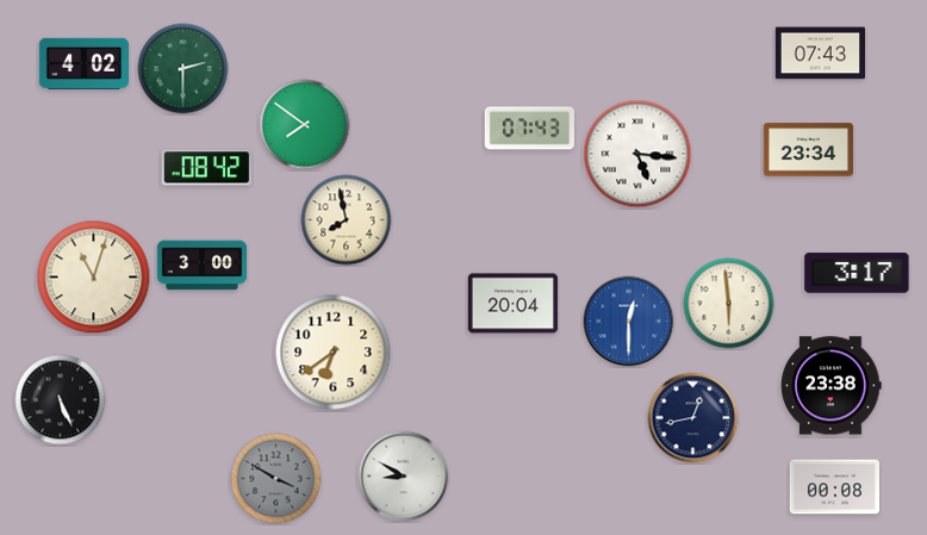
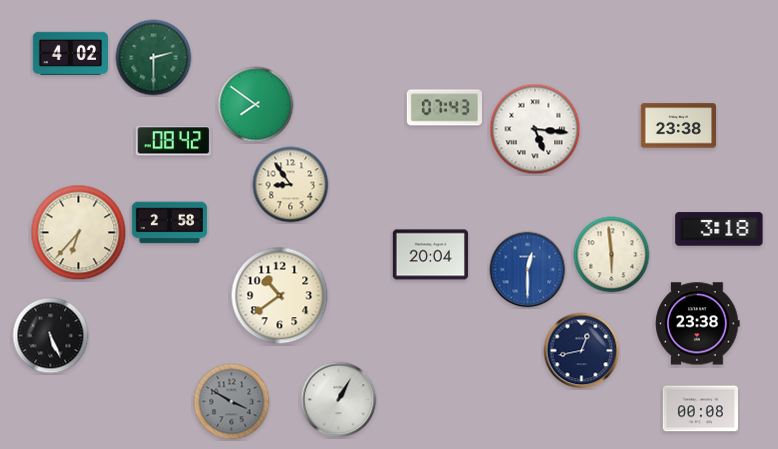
clock at (820, 54): 07:43 -> none
clock at (808, 150): 23:34 -> 23:38
clock at (347, 220): 7:58 -> 8:54
clock at (203, 266): 3:00 -> 2:58
clock at (857, 273): 3:17 -> 3:18
clock at (94, 278): 11:03 -> 6:37
clock at (334, 353): 6:39 -> 10:39
clock at (404, 477): 8:50 -> 1:05
